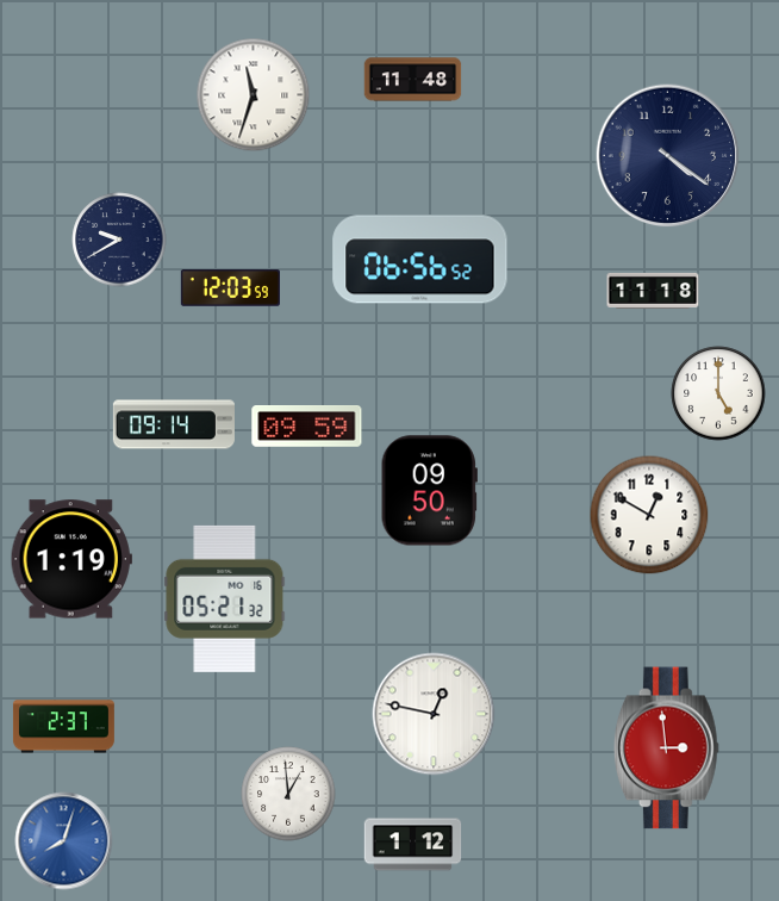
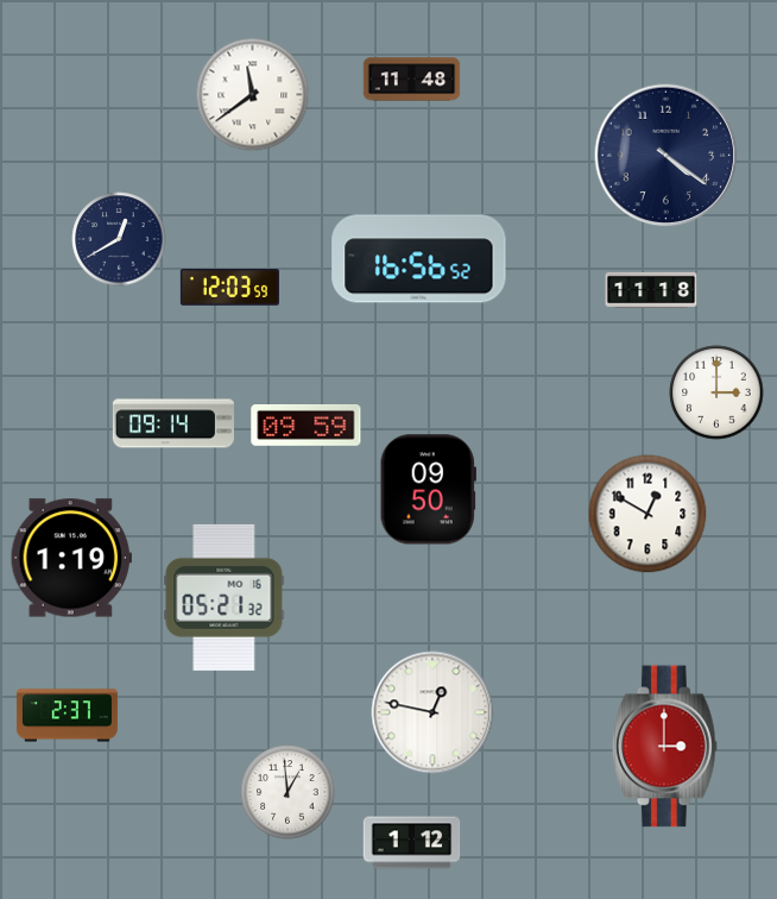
clock at (254, 95): 11:33 -> 11:39
clock at (119, 240): 9:40 -> 12:40
clock at (420, 260): 06:56 -> 16:56
clock at (718, 393): 5:00 -> 3:00
clock at (63, 727) position: (63, 727) -> (67, 716)
clock at (667, 748): 2:59 -> 3:00
clock at (64, 841): 8:03 -> none
